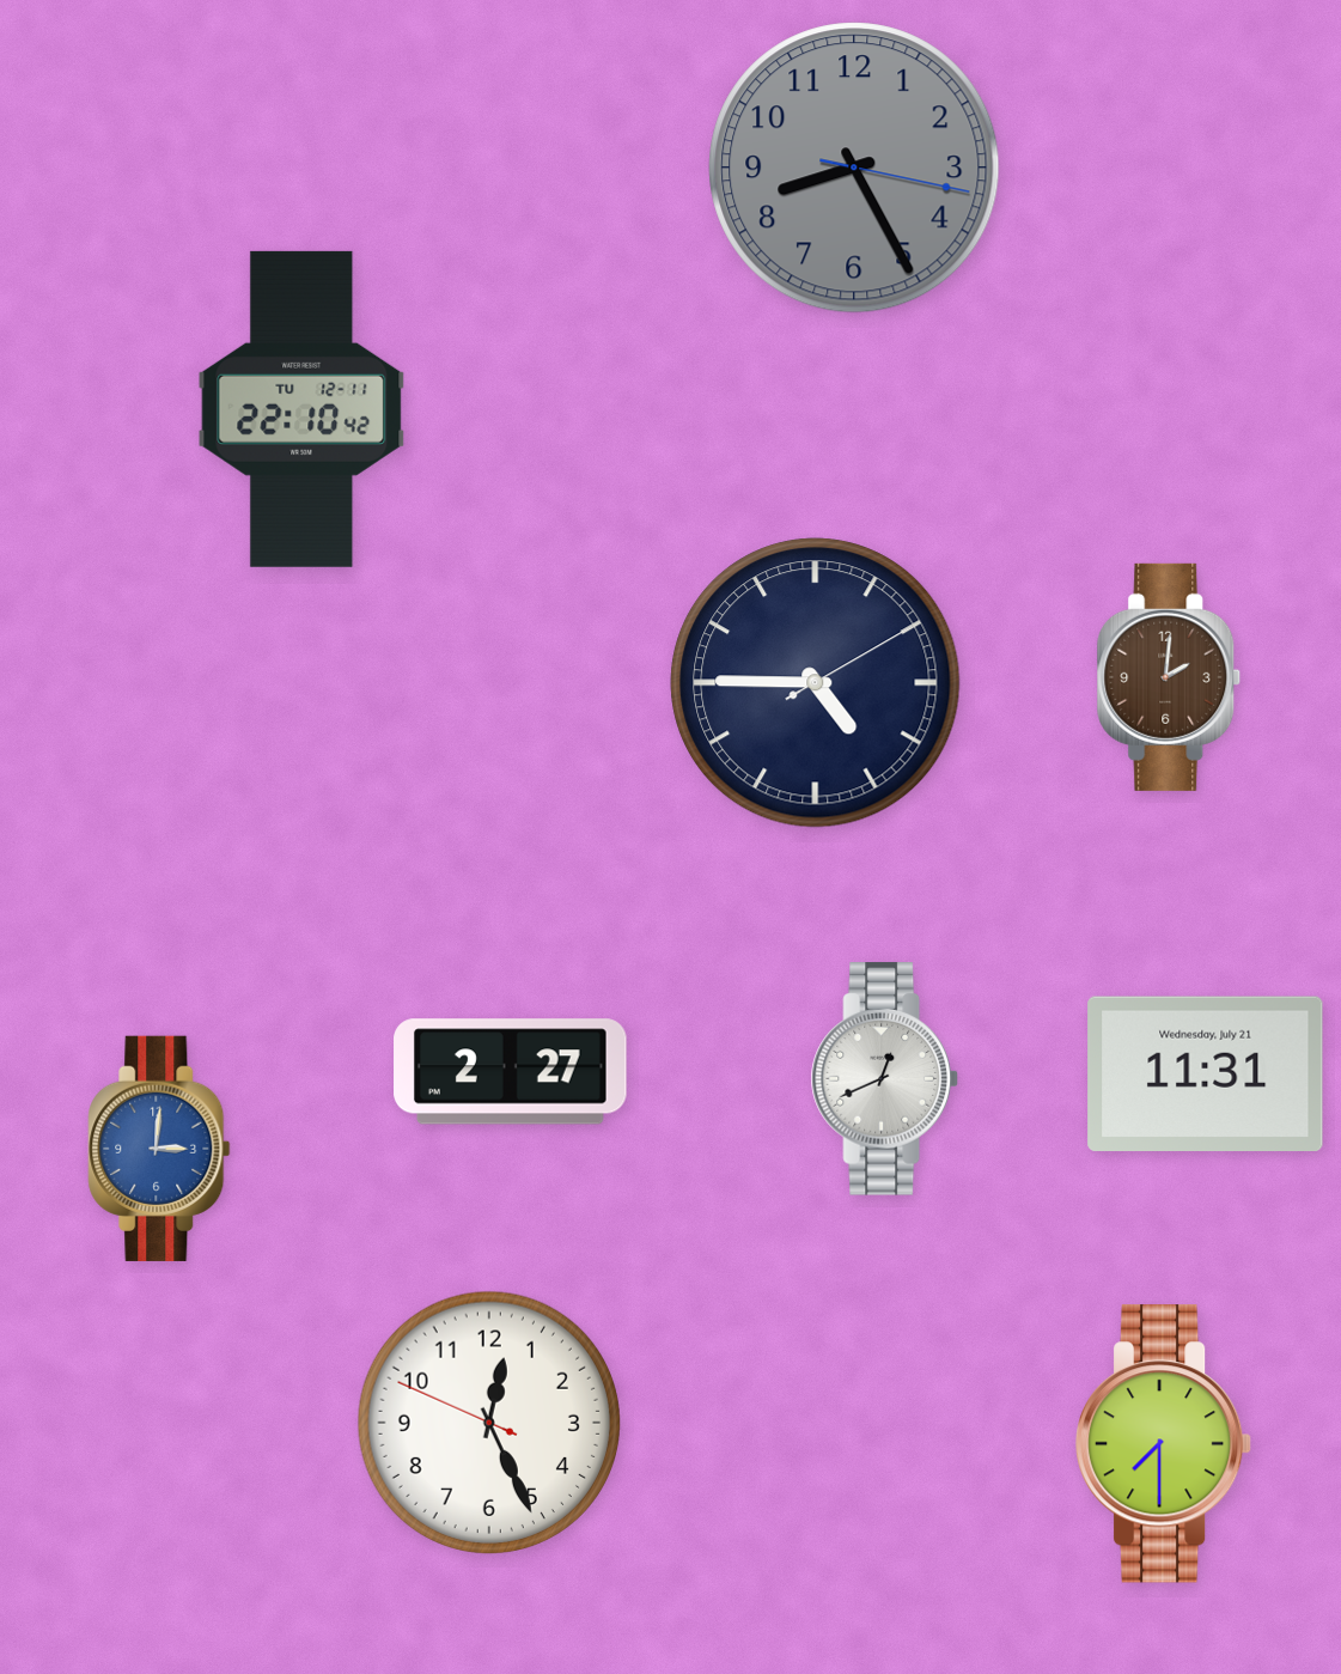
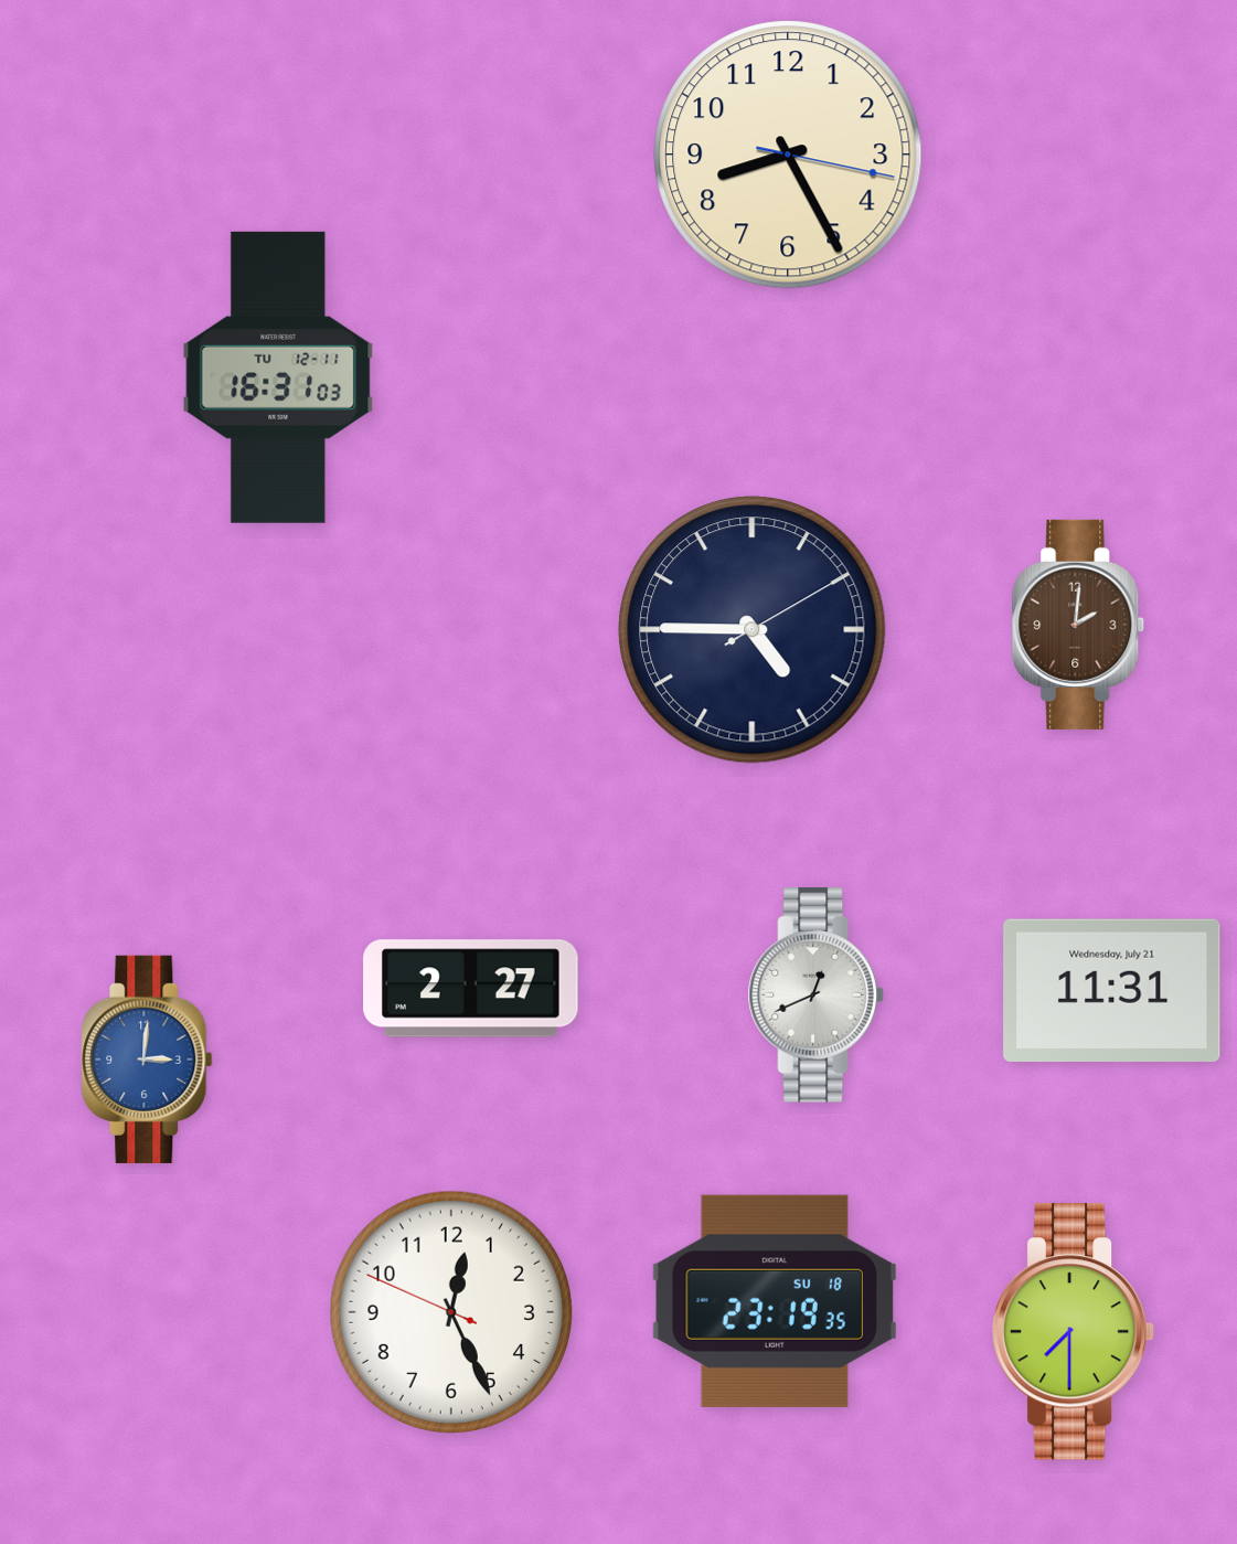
clock at (854, 168) dial: grey -> cream
clock at (301, 409): 22:10 -> 16:31
clock at (775, 1301): none -> 23:19
